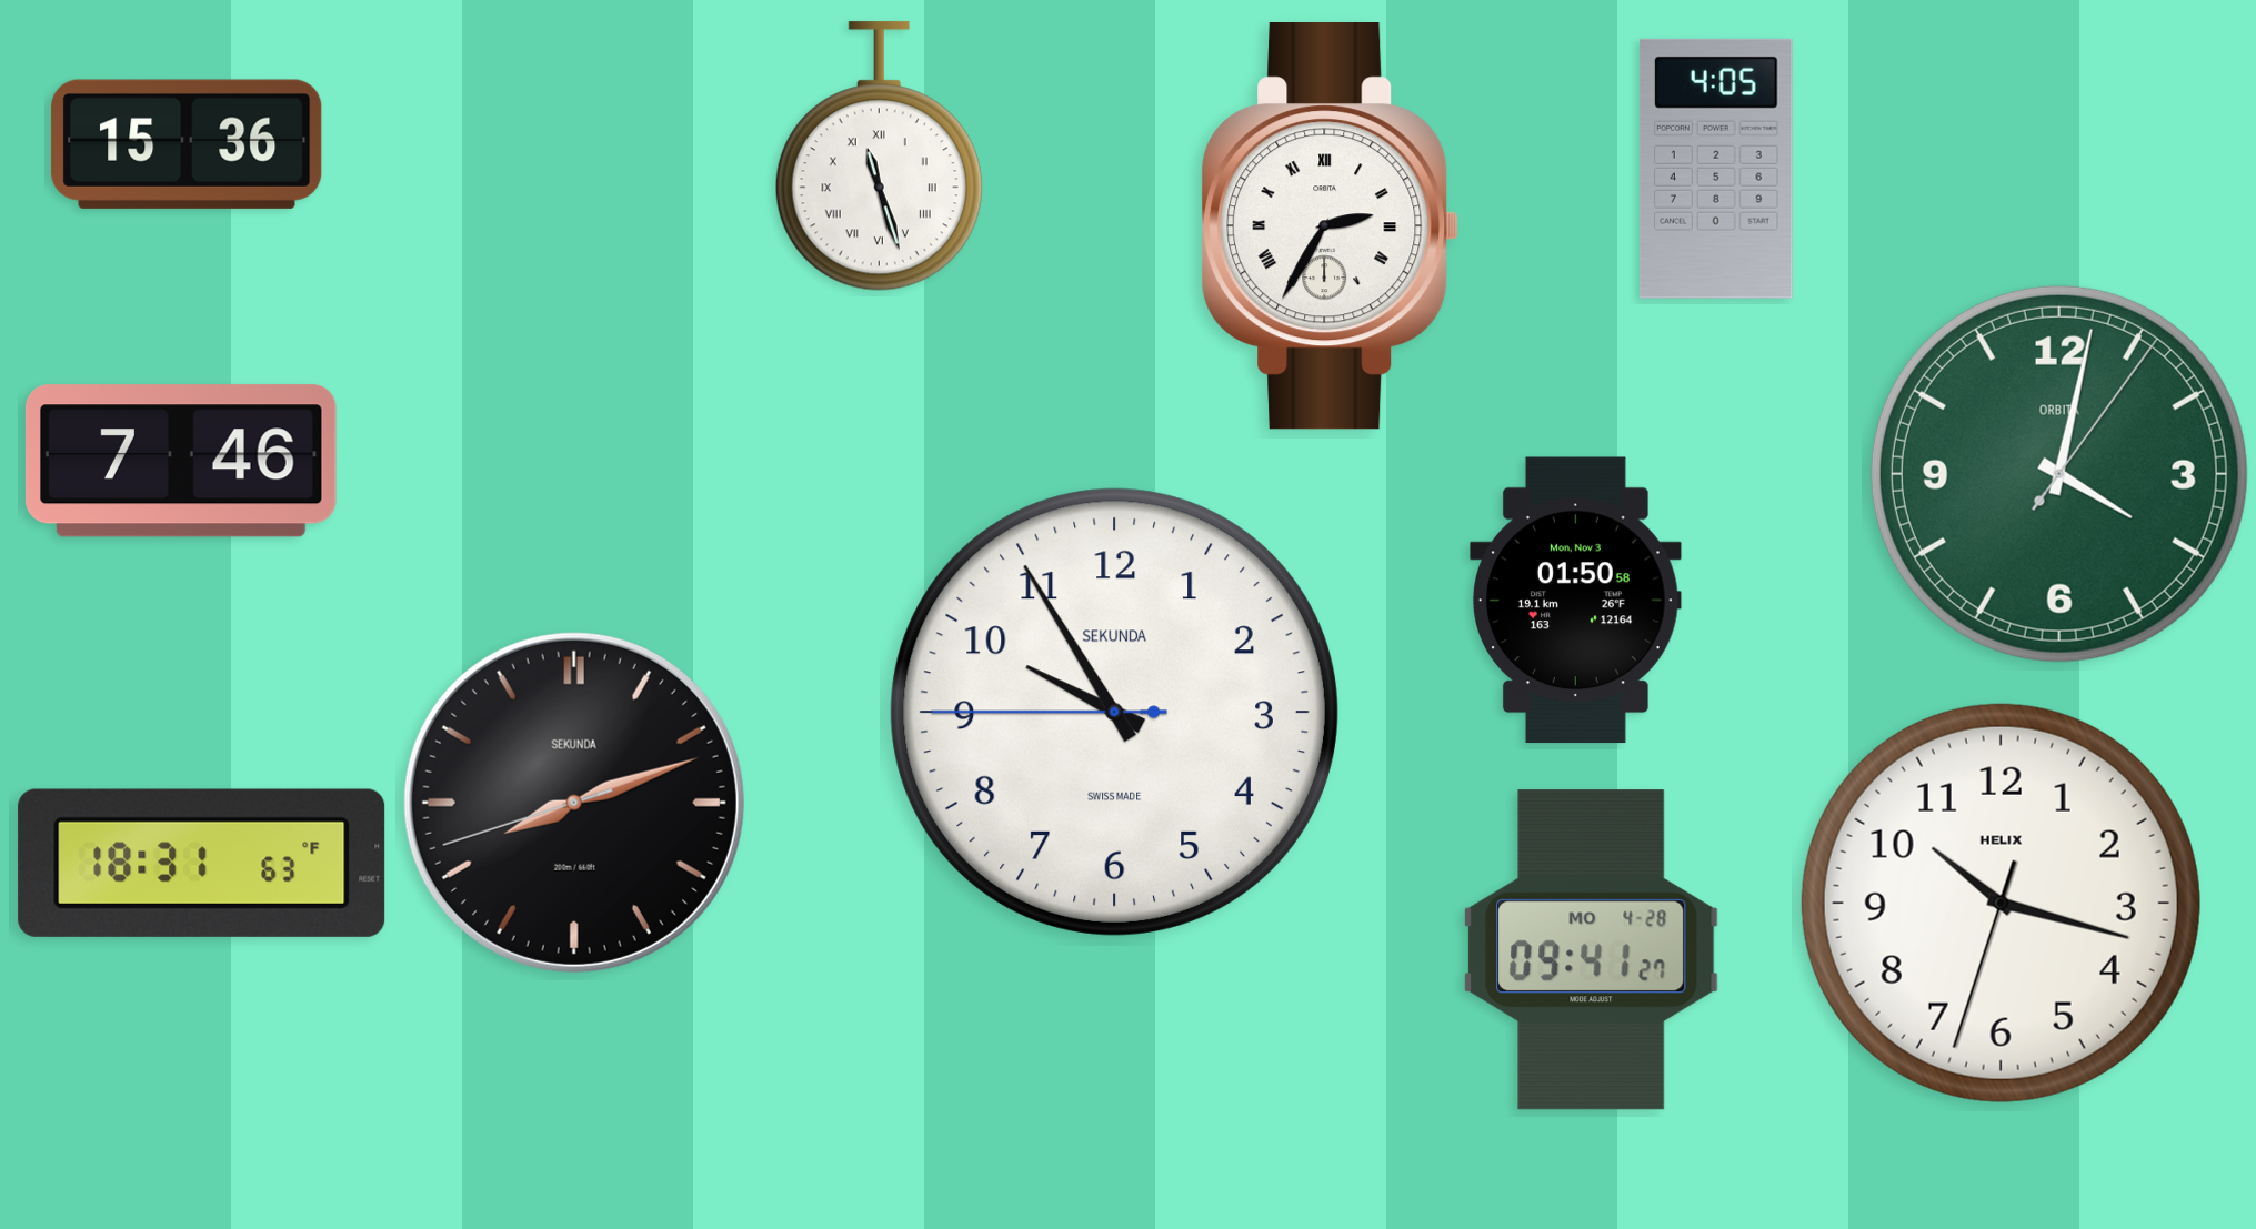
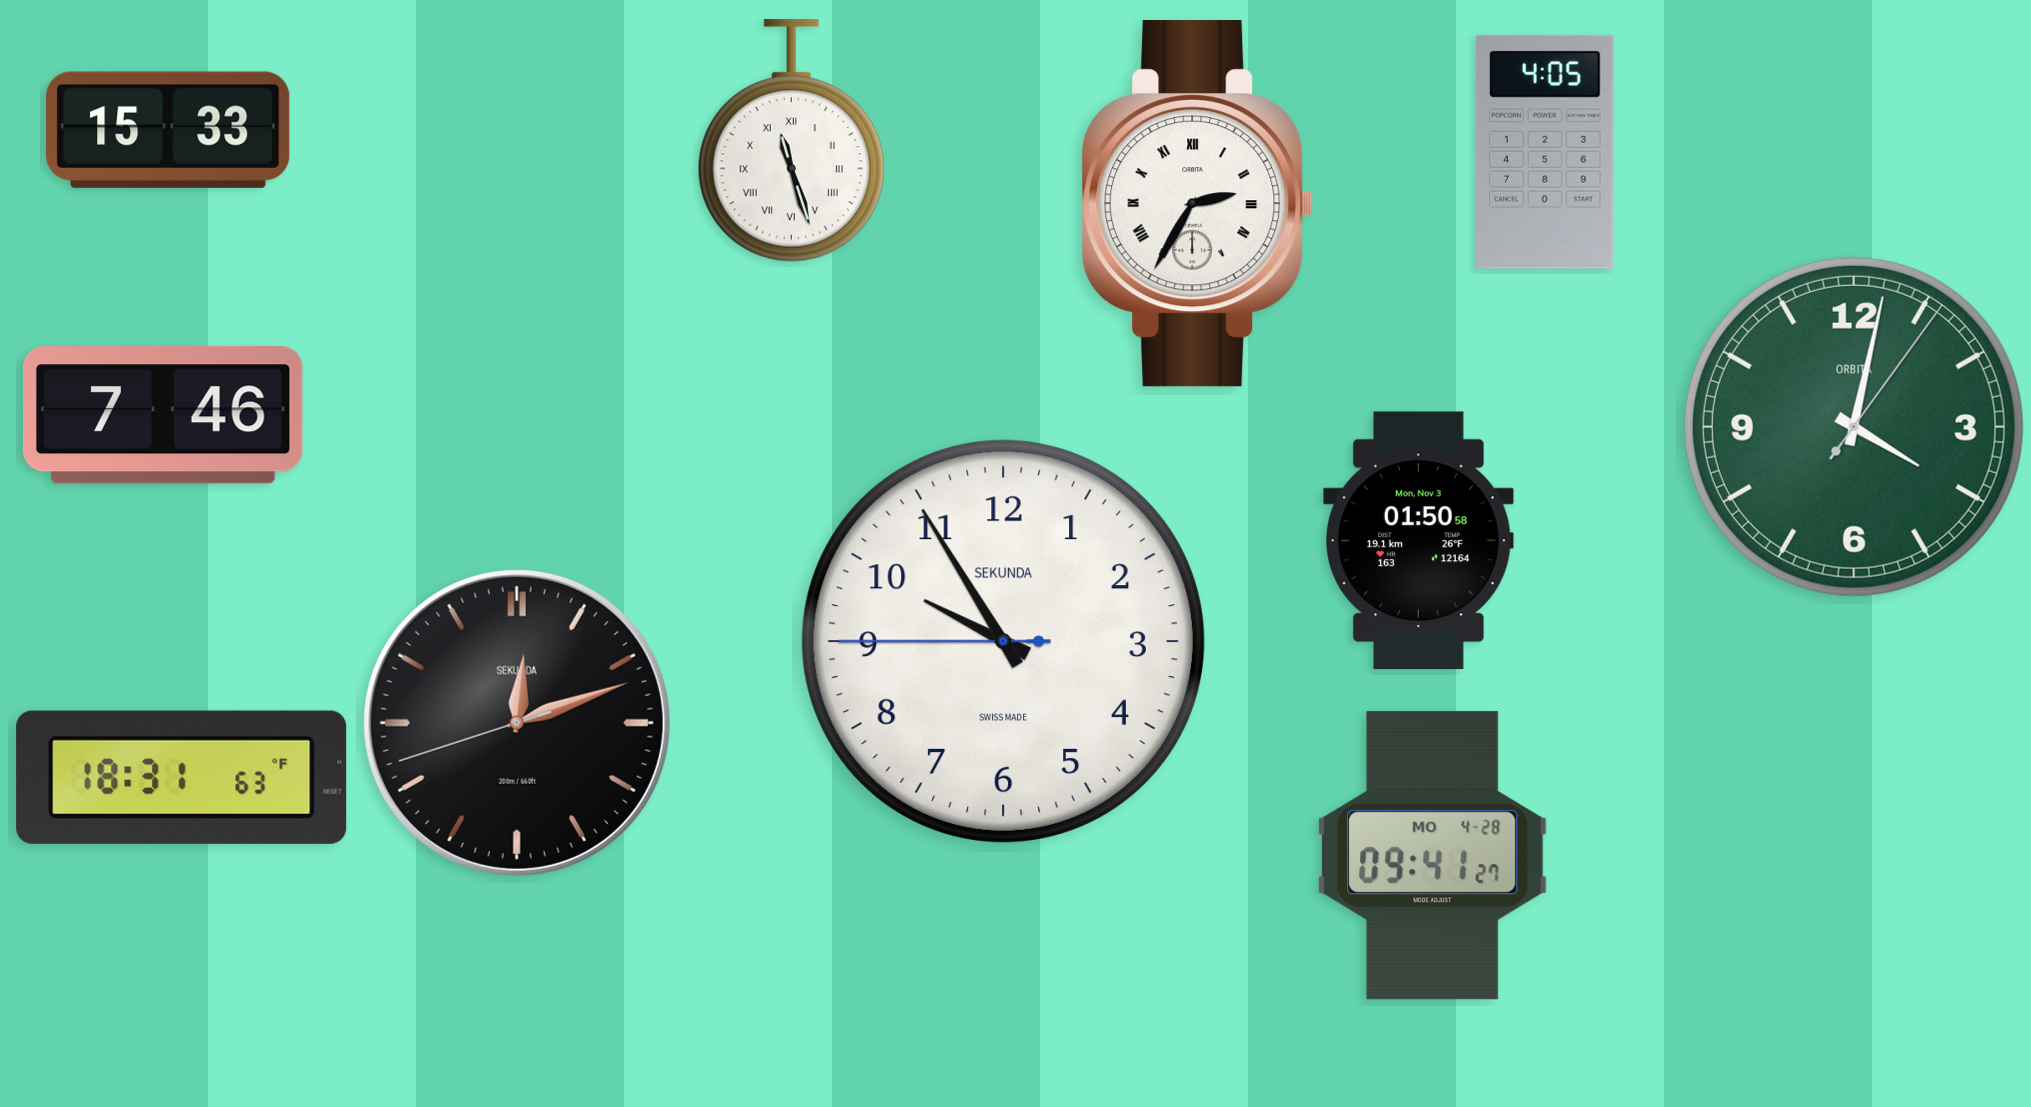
clock at (187, 144): 15:36 -> 15:33
clock at (574, 803): 8:11 -> 12:11
clock at (2001, 903): 10:17 -> none
